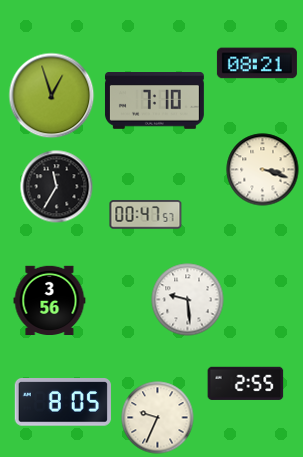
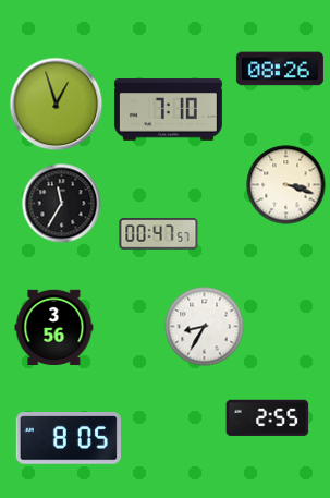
clock at (257, 63): 08:21 -> 08:26
clock at (188, 300): 9:29 -> 8:35
clock at (158, 418): 9:34 -> none
